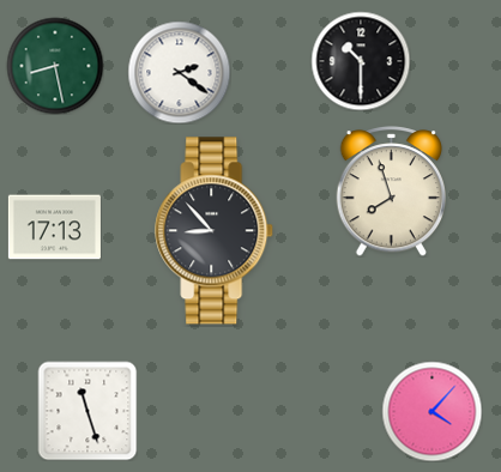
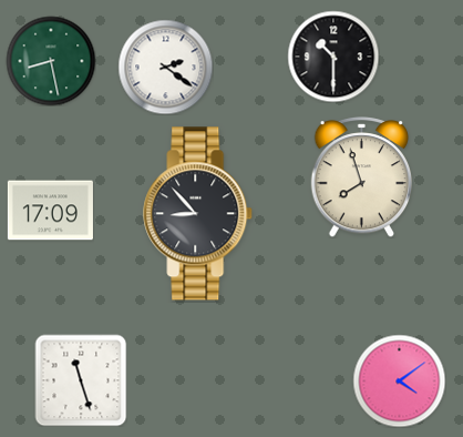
clock at (54, 228): 17:13 -> 17:09
clock at (431, 411): 4:07 -> 4:09
